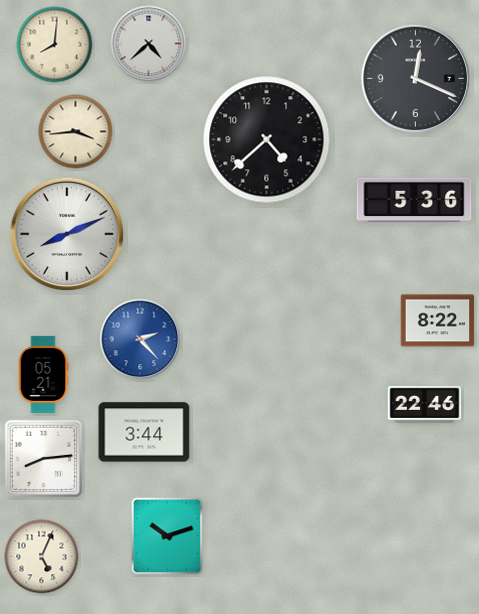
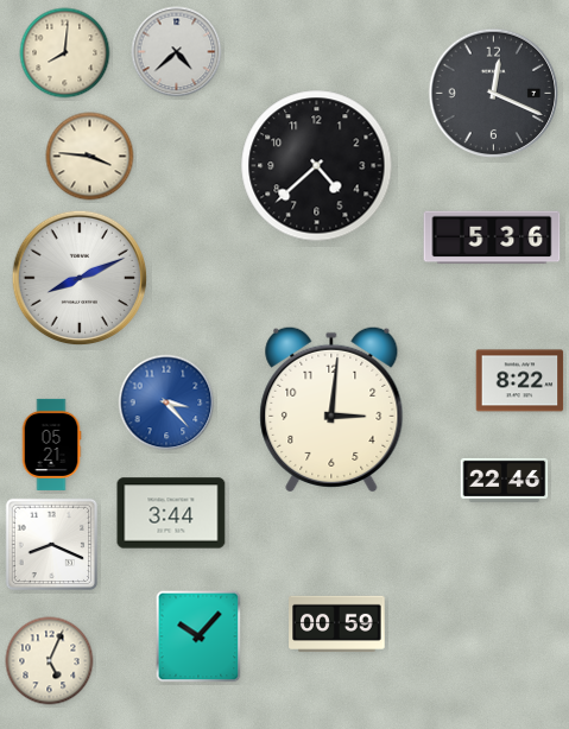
clock at (76, 132): 3:44 -> 3:46
clock at (140, 339): 2:23 -> 3:23
clock at (331, 410): none -> 3:01
clock at (44, 459): 8:14 -> 8:19
clock at (337, 623): none -> 00:59
clock at (167, 536): 10:12 -> 10:07
